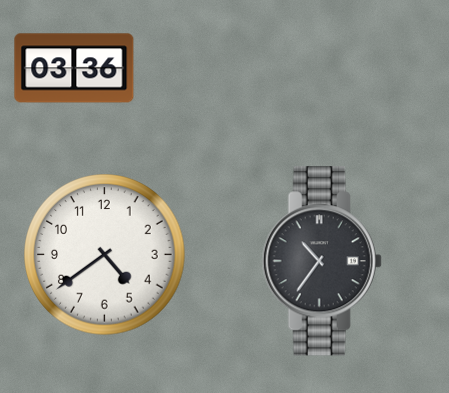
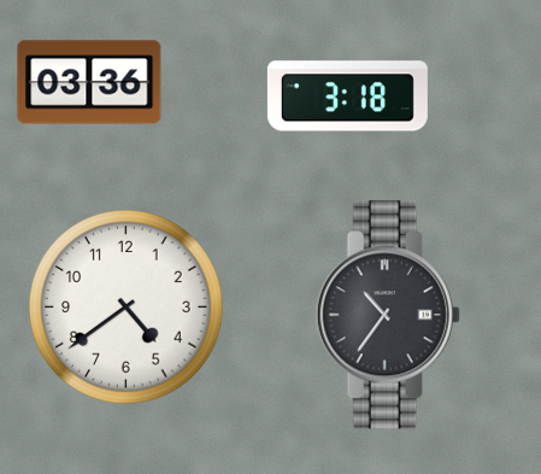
clock at (347, 96): none -> 3:18
